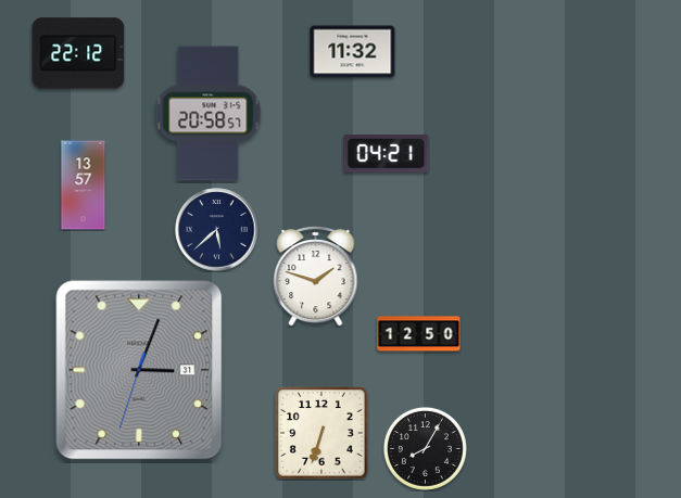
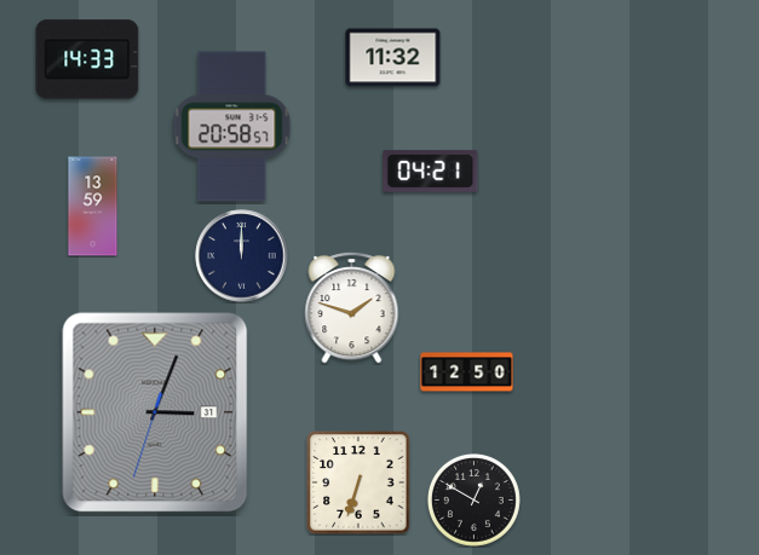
clock at (78, 53): 22:12 -> 14:33
clock at (84, 186): 13:57 -> 13:59
clock at (217, 230): 5:38 -> 12:00
clock at (426, 449): 8:05 -> 12:50
